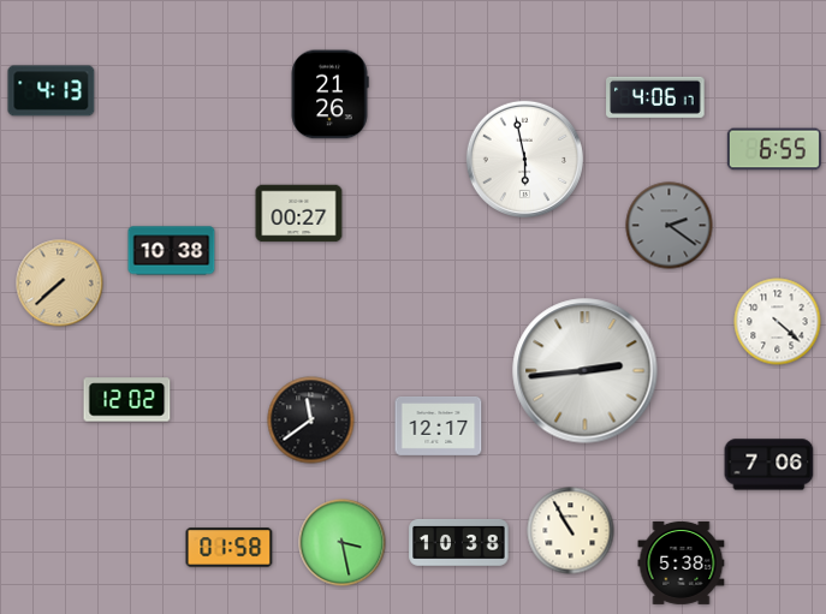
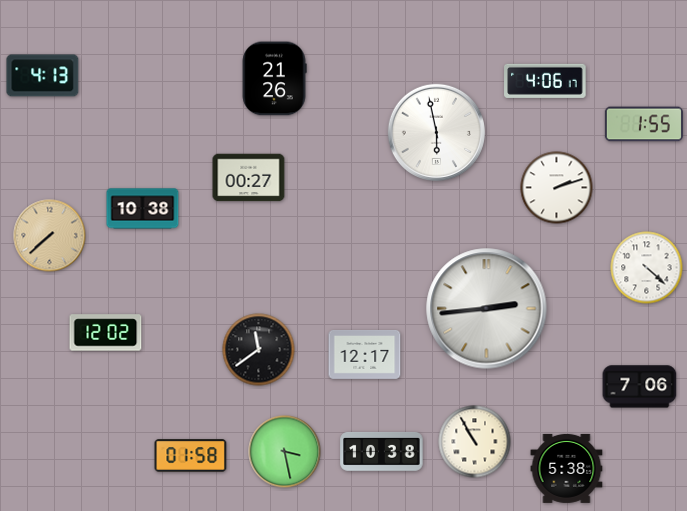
clock at (774, 149): 6:55 -> 1:55
clock at (670, 226): 2:21 -> 2:12
clock at (670, 226) dial: grey -> white
